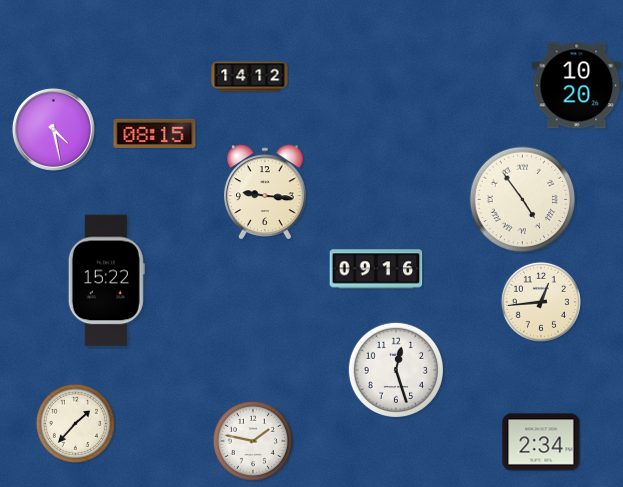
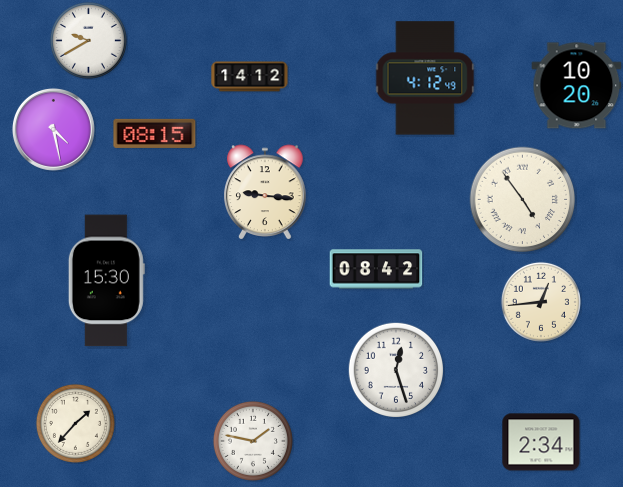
clock at (88, 40): none -> 9:40
clock at (425, 78): none -> 4:12
clock at (376, 269): 09:16 -> 08:42
clock at (106, 281): 15:22 -> 15:30
